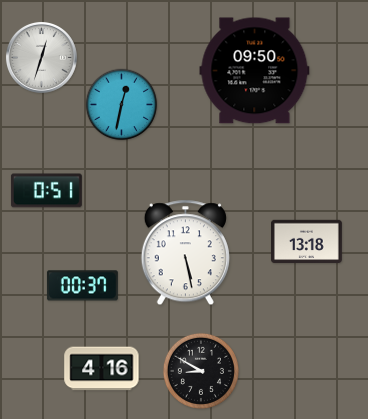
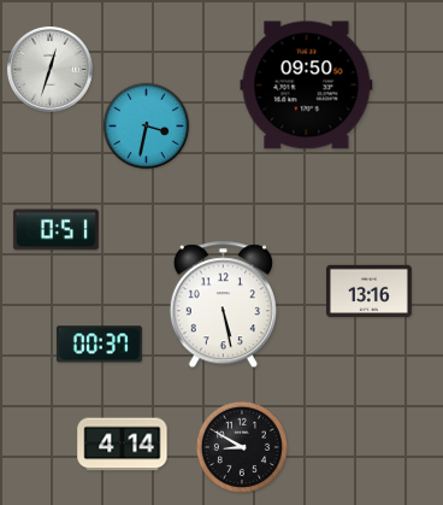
clock at (122, 105): 12:32 -> 3:32
clock at (306, 242): 13:18 -> 13:16
clock at (102, 369): 4:16 -> 4:14
